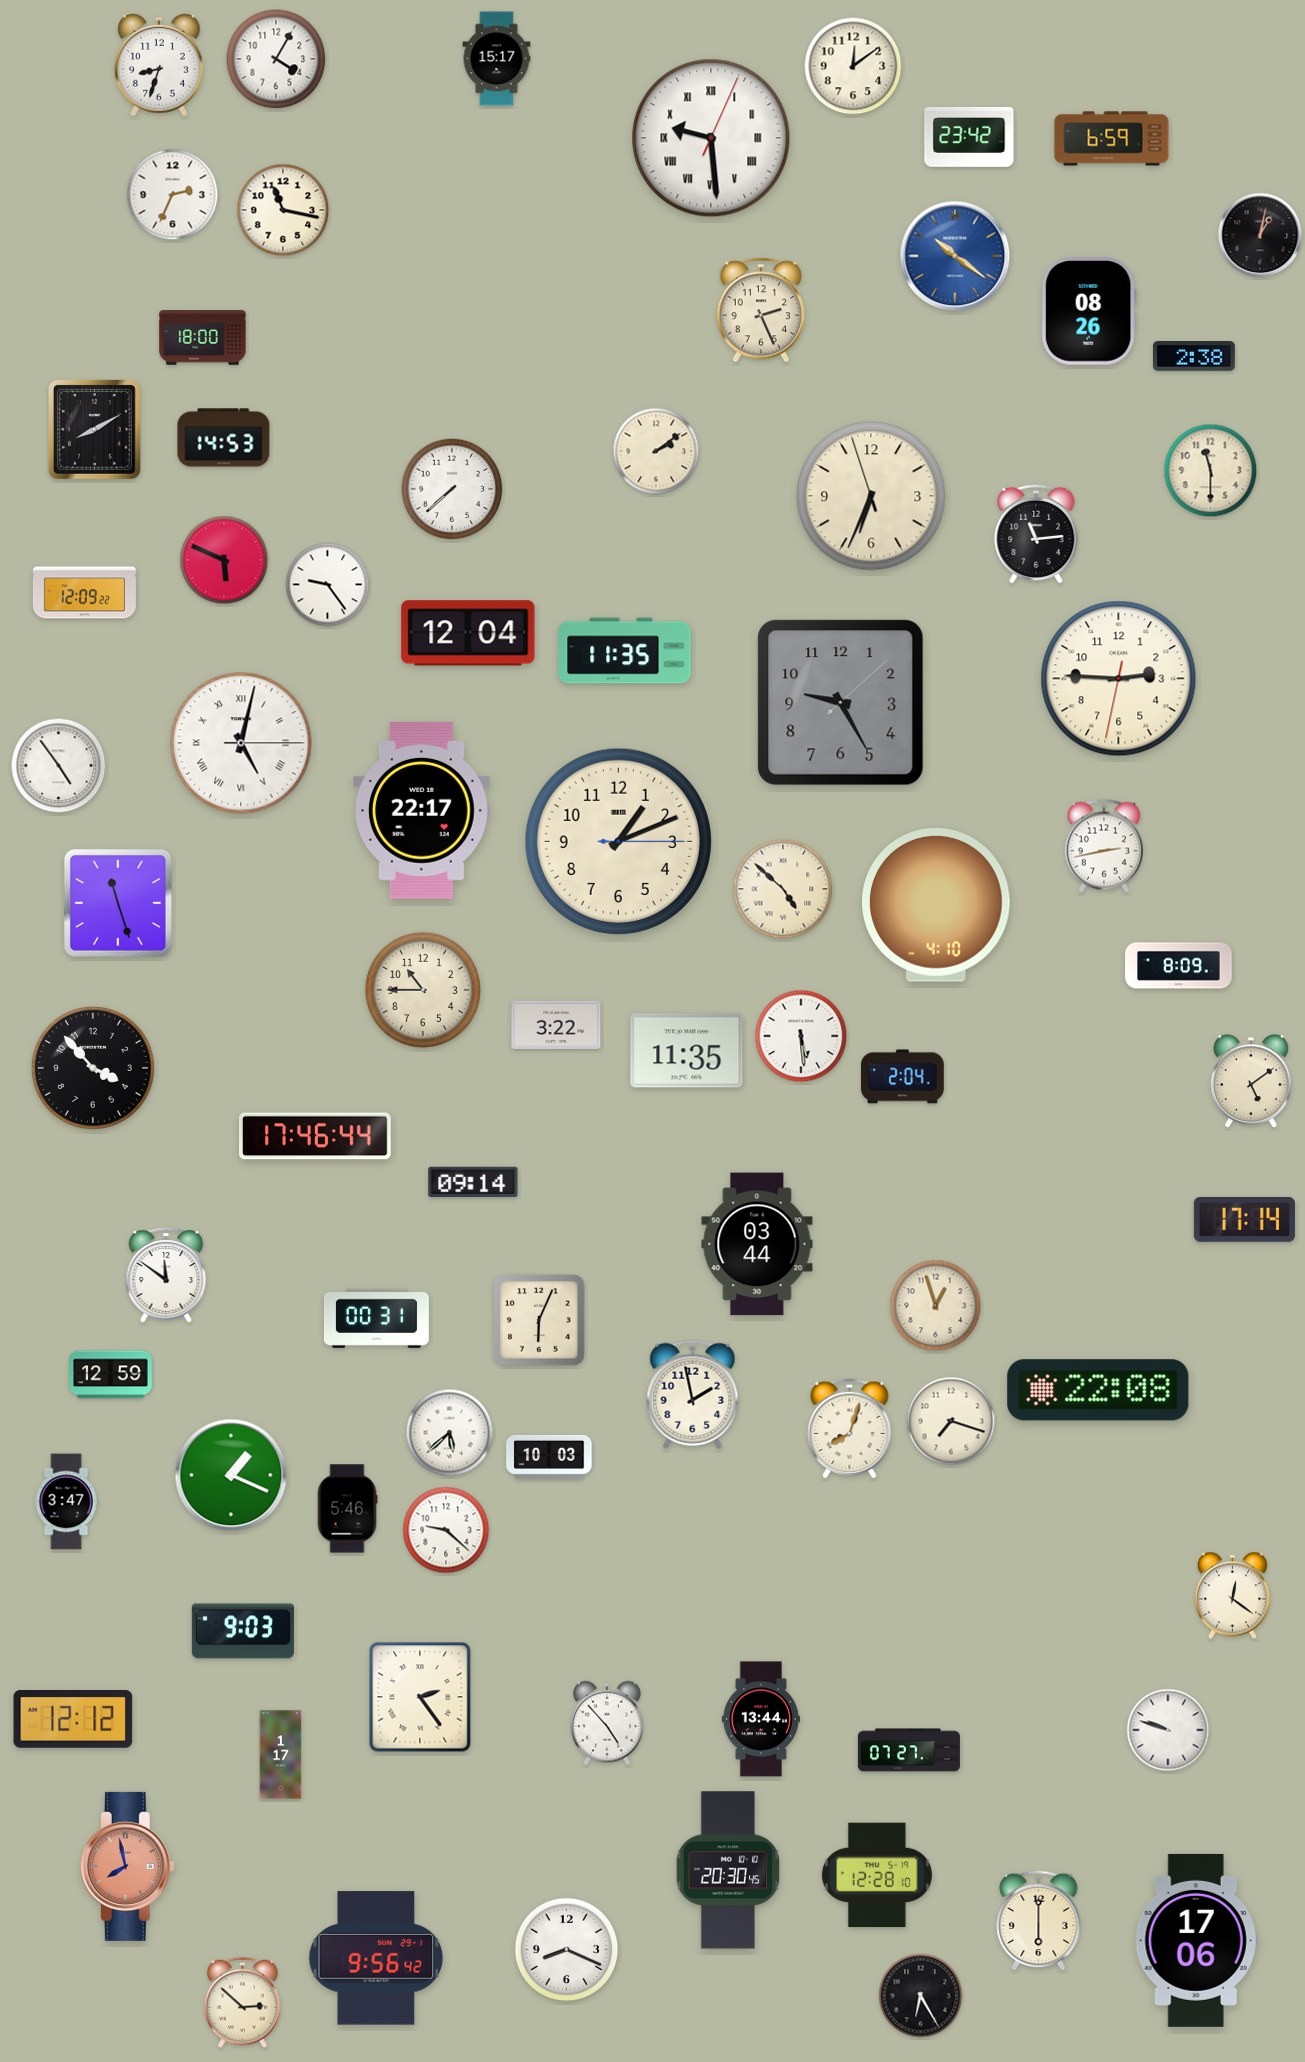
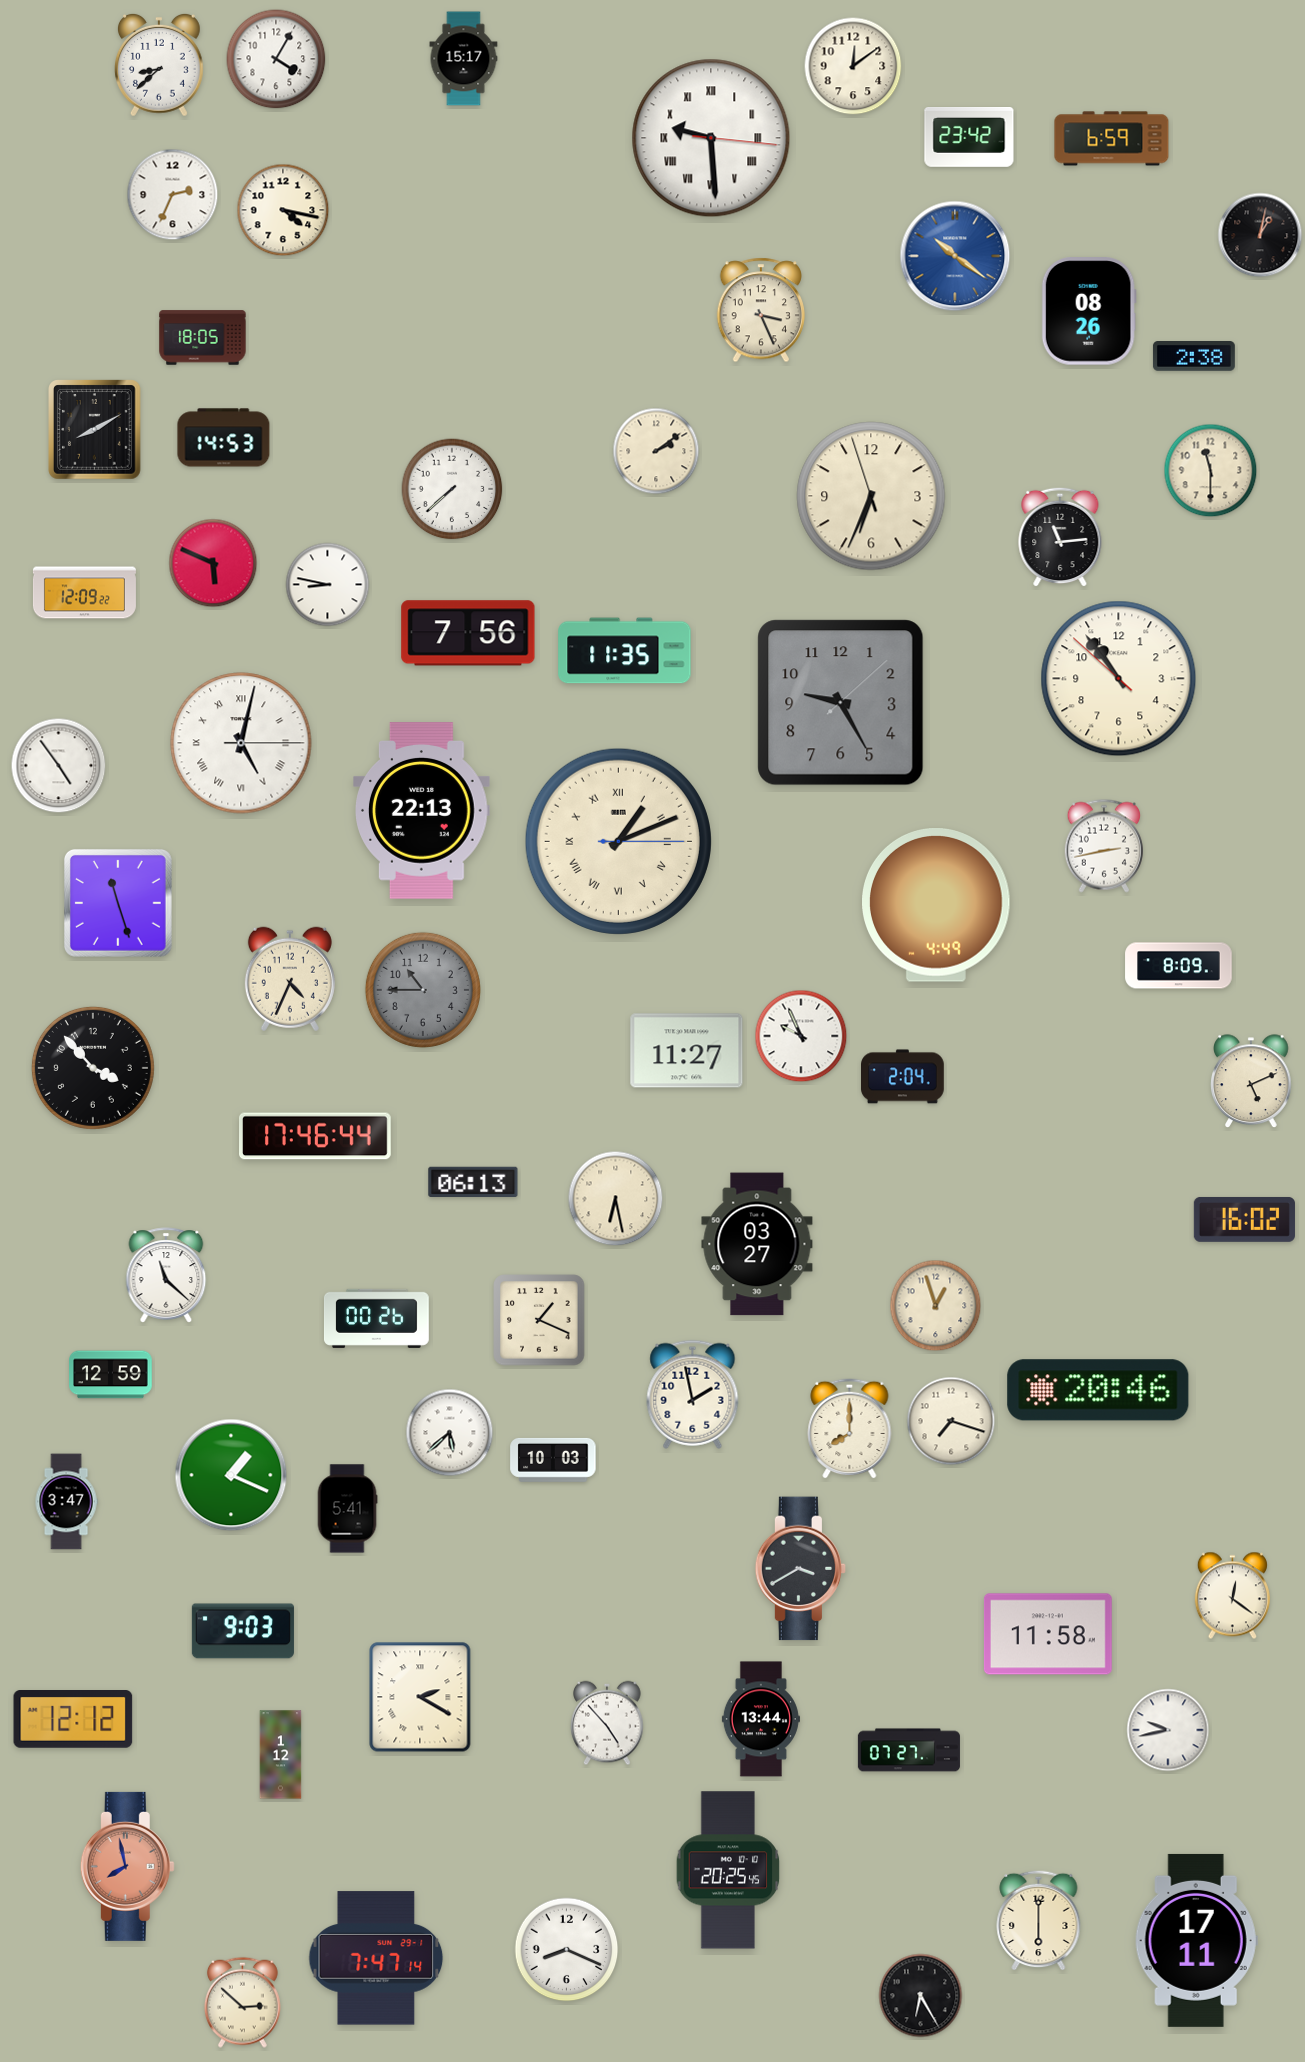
clock at (497, 59) position: (497, 59) -> (464, 59)
clock at (160, 65): 8:33 -> 8:38
clock at (711, 138): 9:29:04 -> 9:29:16
clock at (283, 210): 11:17 -> 4:17
clock at (760, 310): 2:26 -> 3:26
clock at (203, 338): 18:00 -> 18:05
clock at (1036, 534) position: (1036, 534) -> (1060, 537)
clock at (224, 560) position: (224, 560) -> (213, 563)
clock at (328, 585): 9:24 -> 8:47
clock at (468, 633): 12:04 -> 7:56
clock at (1119, 679): 2:45 -> 10:53
clock at (422, 811): 22:17 -> 22:13
clock at (618, 841) numerals: Arabic -> Roman
clock at (783, 889): 4:52 -> none
clock at (937, 906): 4:10 -> 4:49
clock at (290, 979): none -> 4:34
clock at (423, 990) dial: cream -> grey
clock at (556, 1024): 3:22 -> none
clock at (801, 1036): 5:29 -> 9:56
clock at (687, 1051): 11:35 -> 11:27
clock at (1252, 1082): 5:09 -> 5:11
clock at (473, 1181): 09:14 -> 06:13
clock at (616, 1199): none -> 6:28
clock at (1244, 1219): 17:14 -> 16:02
clock at (757, 1244): 03:44 -> 03:27
clock at (166, 1275): 11:51 -> 11:22
clock at (376, 1318): 00:31 -> 00:26
clock at (539, 1320): 6:04 -> 1:19
clock at (1098, 1390): 22:08 -> 20:46
clock at (850, 1428): 8:03 -> 8:00
clock at (549, 1457) position: (549, 1457) -> (553, 1460)
clock at (347, 1509): 5:46 -> 5:41
clock at (446, 1530): 9:22 -> none
clock at (801, 1569): none -> 3:40
clock at (1048, 1634): none -> 11:58
clock at (420, 1697): 2:24 -> 2:20
clock at (1168, 1730): 9:48 -> 9:43
clock at (281, 1755): 1:17 -> 1:12
clock at (728, 1870): 20:30 -> 20:25
clock at (877, 1875): 12:28 -> none
clock at (1196, 1940): 17:06 -> 17:11
clock at (376, 1958): 9:56 -> 7:47
